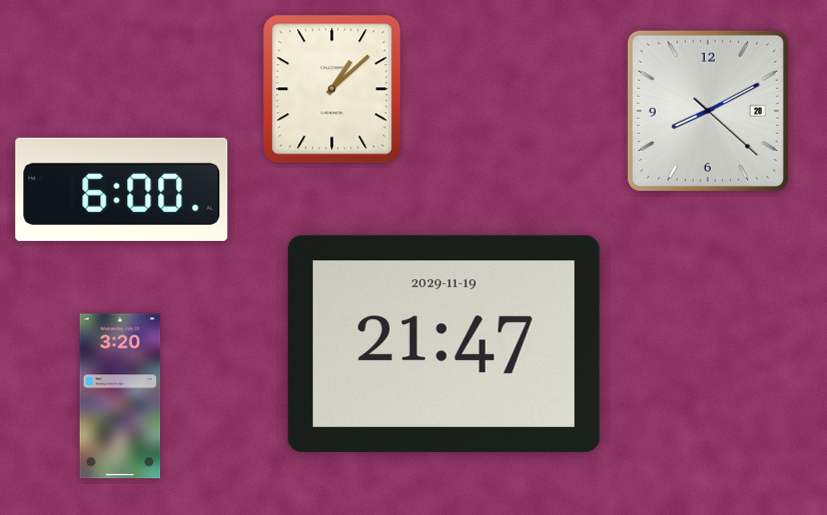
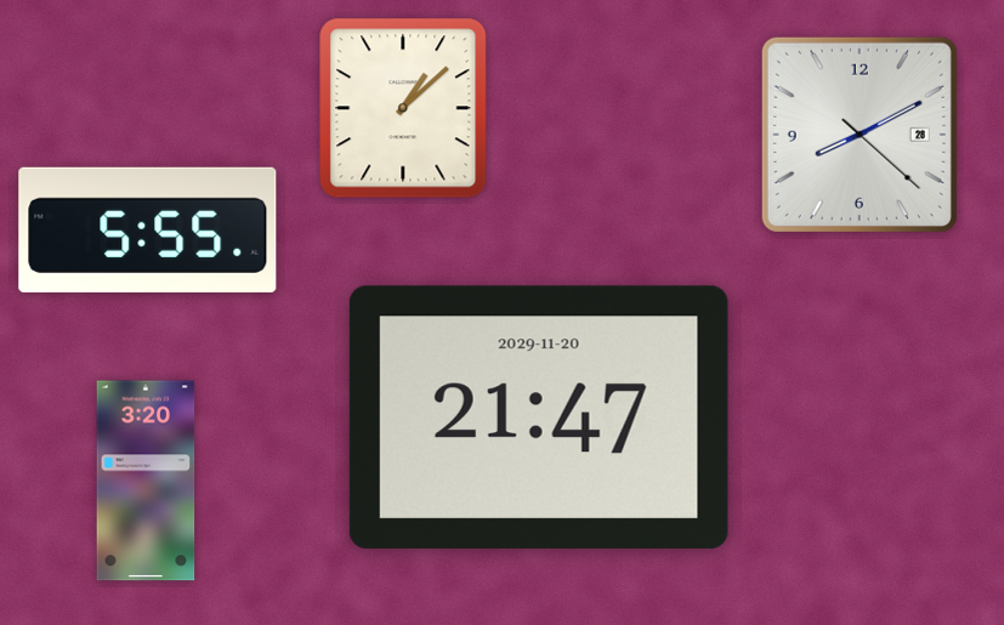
clock at (122, 189): 6:00 -> 5:55
clock at (444, 344) date: 2029-11-19 -> 2029-11-20
